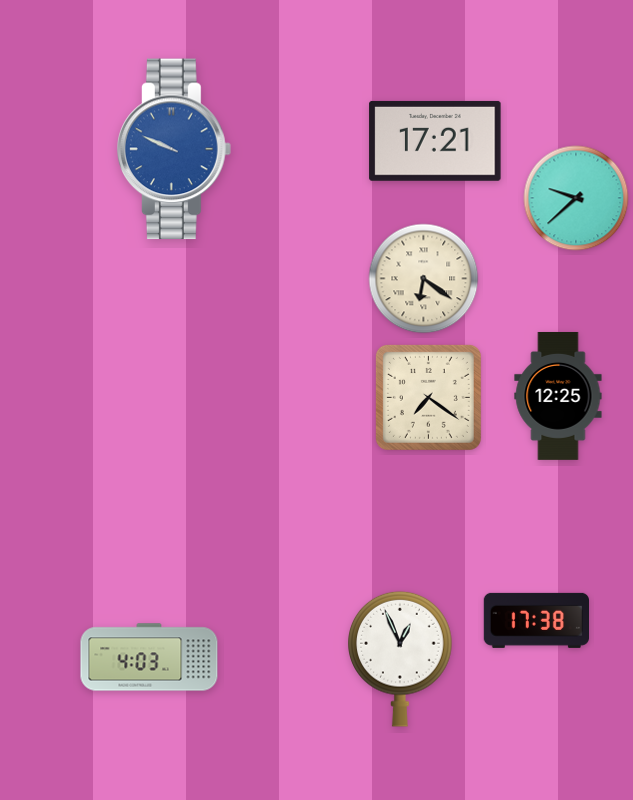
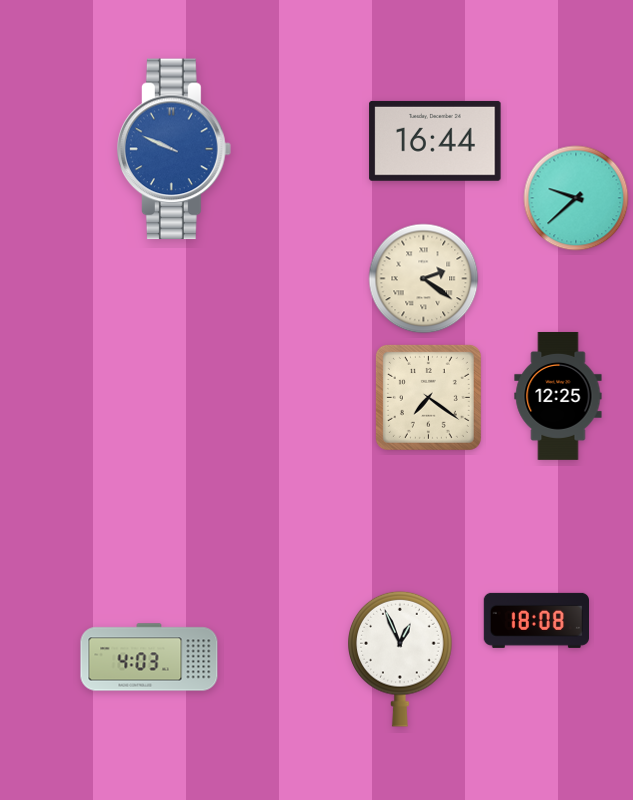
clock at (435, 141): 17:21 -> 16:44
clock at (424, 279): 6:21 -> 2:21
clock at (536, 620): 17:38 -> 18:08
